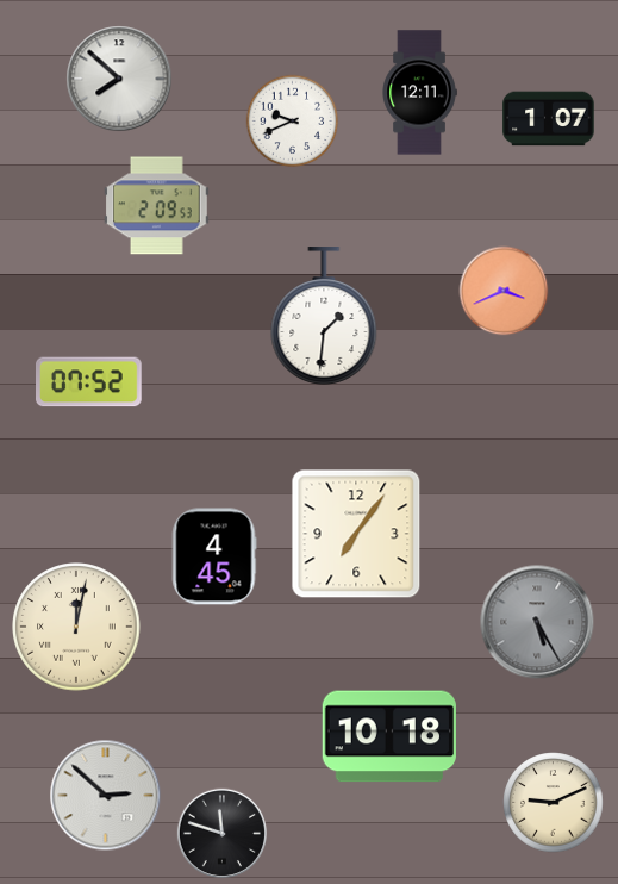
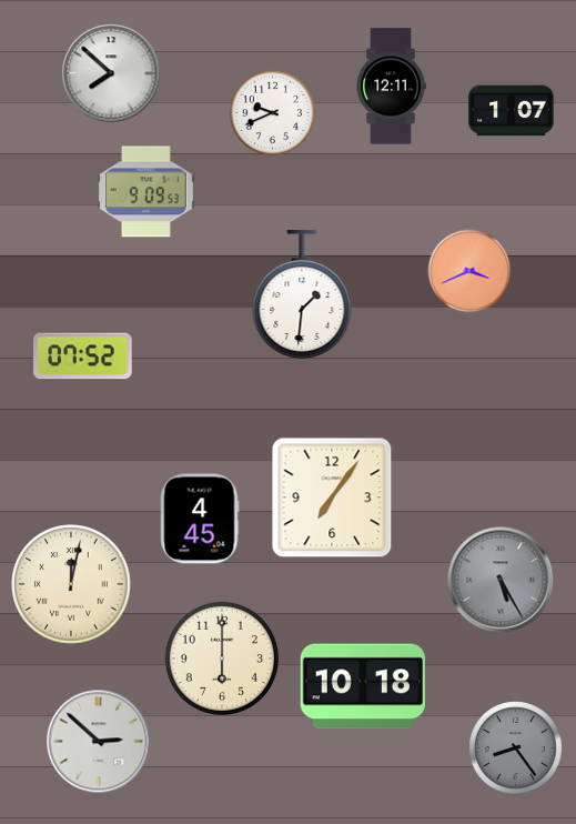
clock at (157, 206): 2:09 -> 9:09
clock at (222, 659): none -> 6:00
clock at (554, 803): 9:11 -> 8:24
clock at (554, 803) dial: cream -> grey
clock at (221, 833): 11:48 -> none
